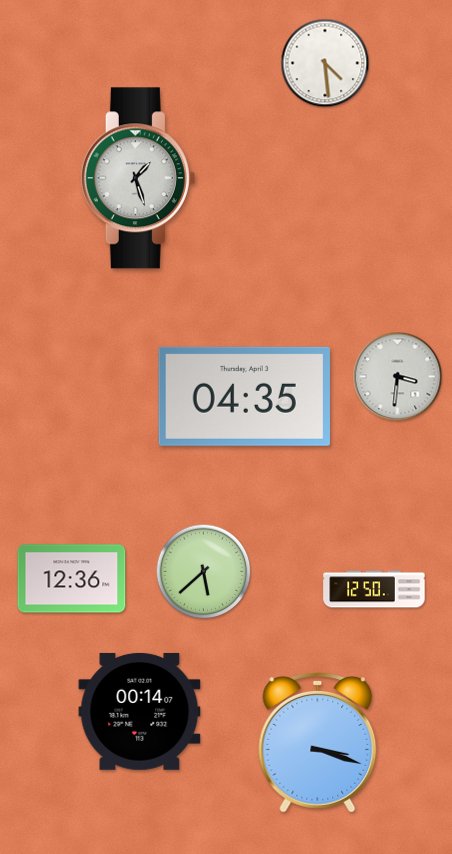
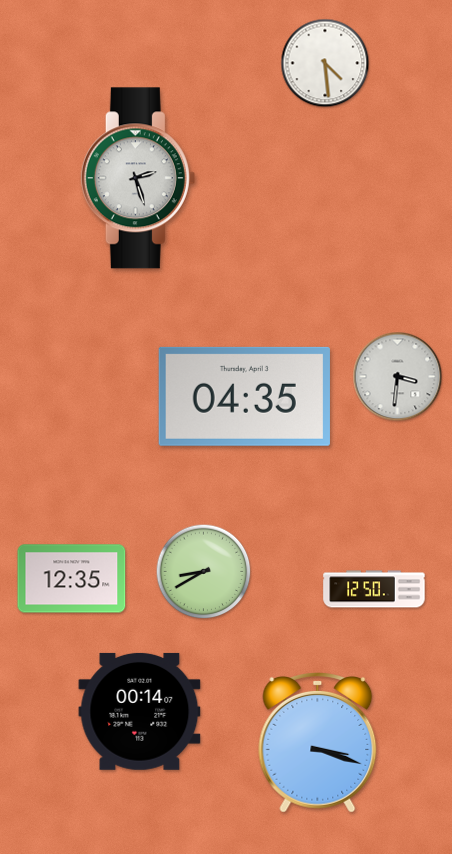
clock at (138, 178): 1:27 -> 2:27
clock at (204, 572): 5:38 -> 8:40
clock at (72, 579): 12:36 -> 12:35
